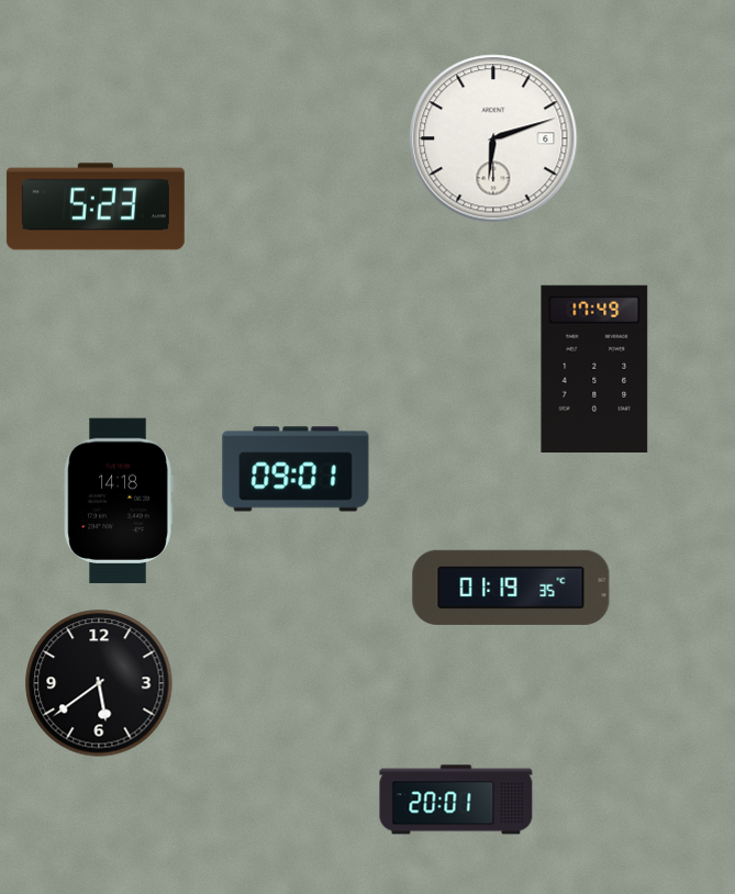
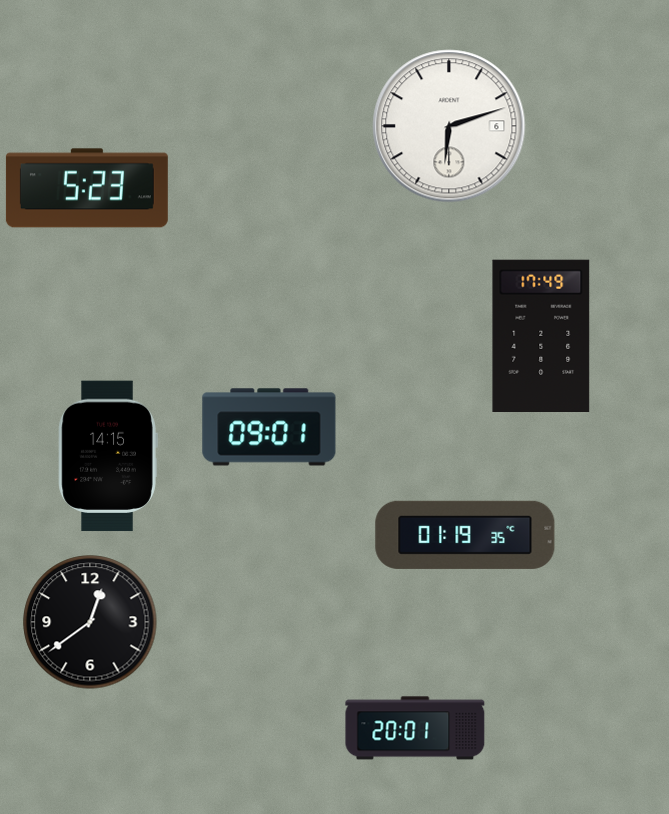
clock at (119, 501): 14:18 -> 14:15
clock at (99, 683): 5:39 -> 12:39
